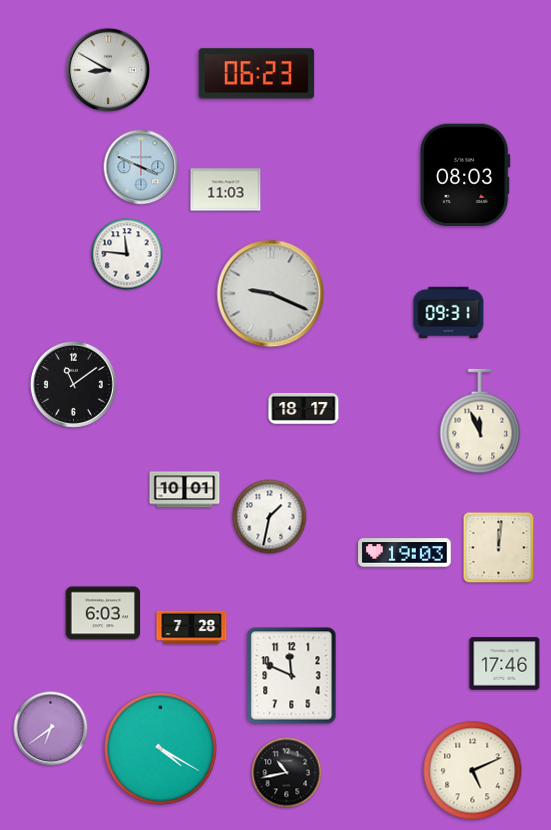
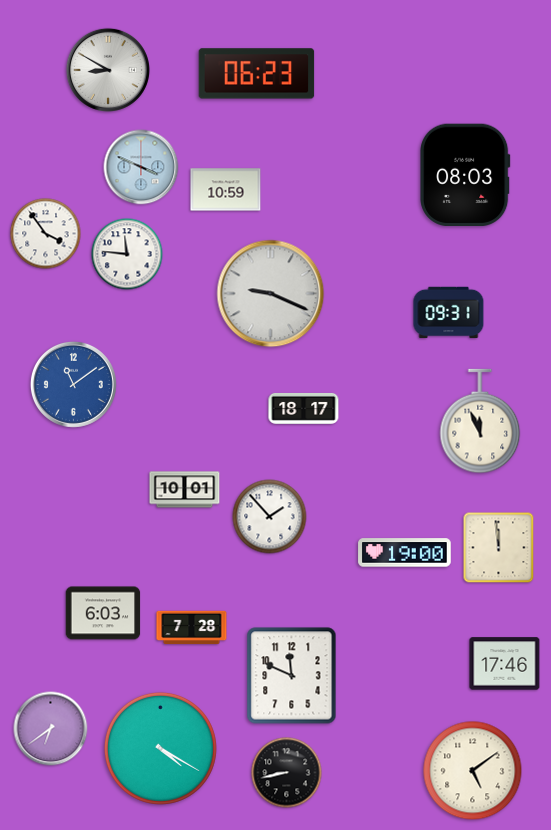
clock at (226, 190): 11:03 -> 10:59
clock at (46, 234): none -> 3:54
clock at (73, 384) dial: black -> blue
clock at (270, 517): 1:32 -> 1:53
clock at (499, 548): 12:01 -> 11:59
clock at (405, 553): 19:03 -> 19:00
clock at (473, 771): 5:11 -> 5:09
clock at (287, 773): 10:43 -> 8:43
